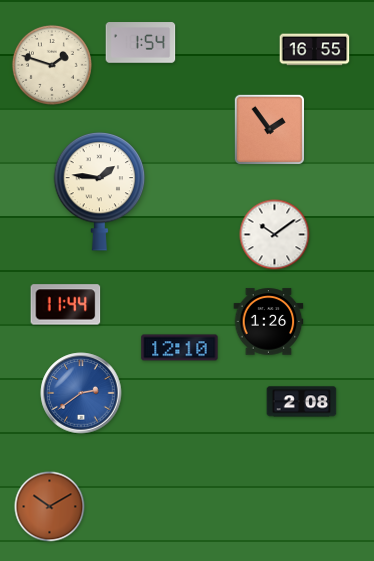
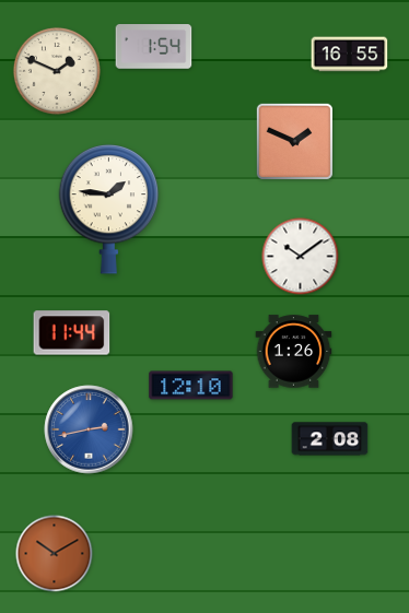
clock at (315, 50) position: (315, 50) -> (350, 55)
clock at (52, 65): 1:48 -> 1:49
clock at (269, 129): 1:54 -> 1:49
clock at (180, 348) position: (180, 348) -> (191, 386)
clock at (81, 393): 2:39 -> 2:43
